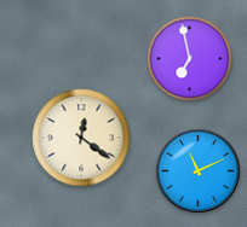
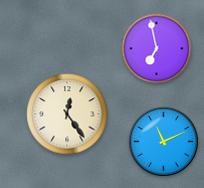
clock at (81, 138): 12:21 -> 12:24
